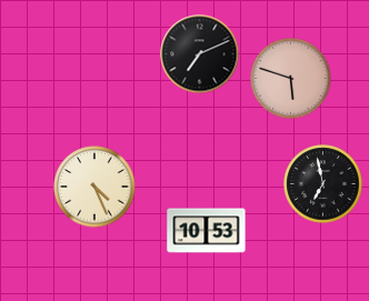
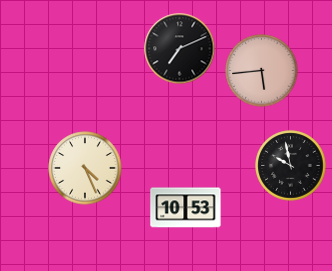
clock at (291, 79): 5:48 -> 5:44
clock at (323, 184): 6:58 -> 9:58
